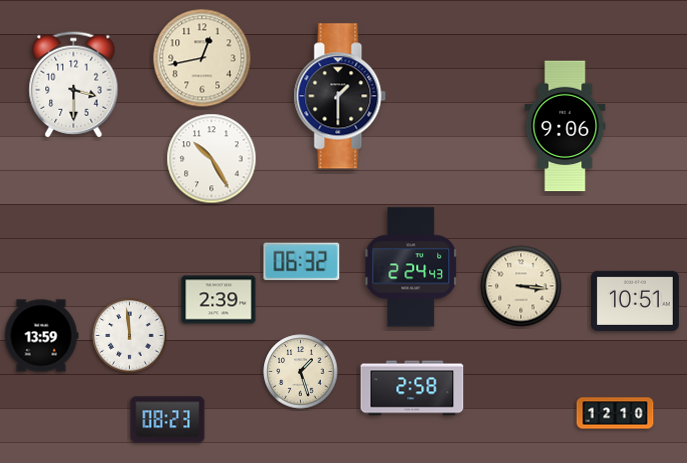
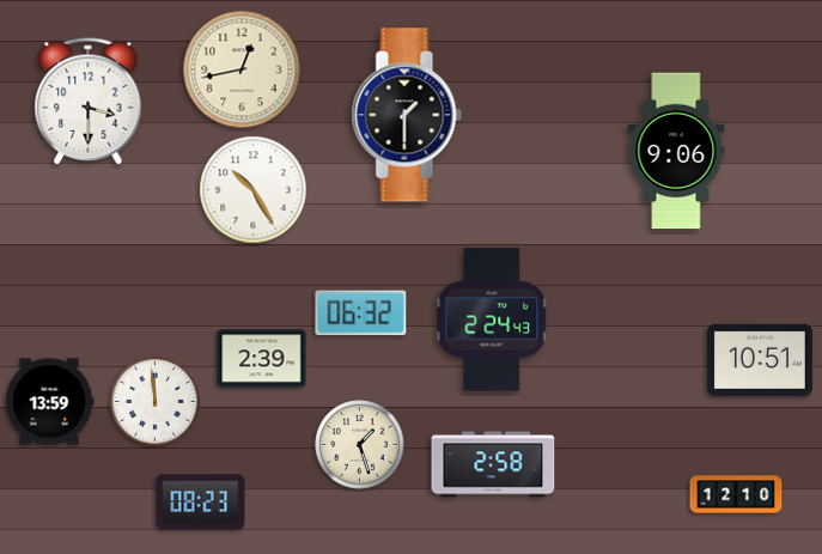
clock at (521, 286): 3:16 -> none
